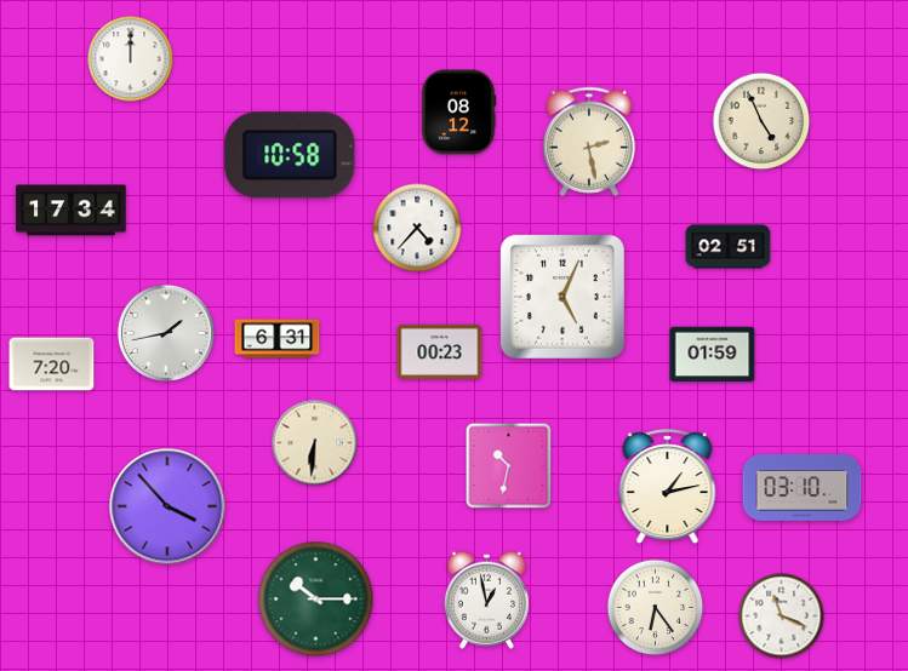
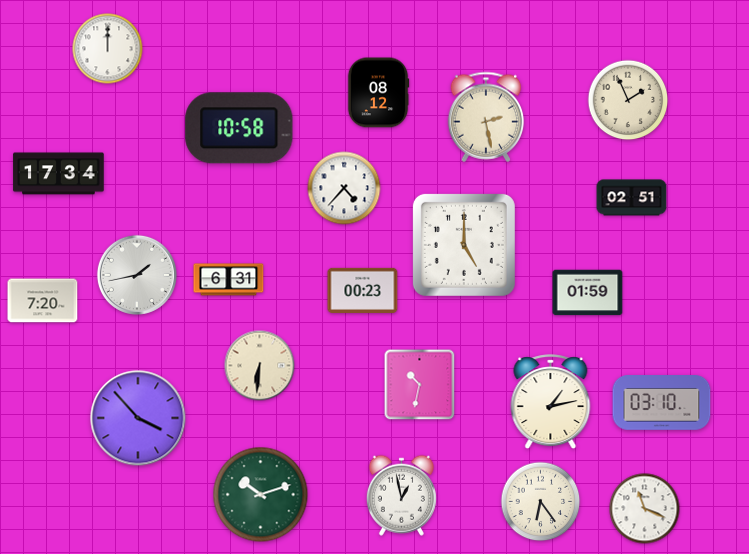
clock at (761, 121): 4:56 -> 1:56
clock at (729, 247) position: (729, 247) -> (632, 198)
clock at (562, 297): 5:04 -> 5:00
clock at (316, 600): 10:15 -> 10:12
